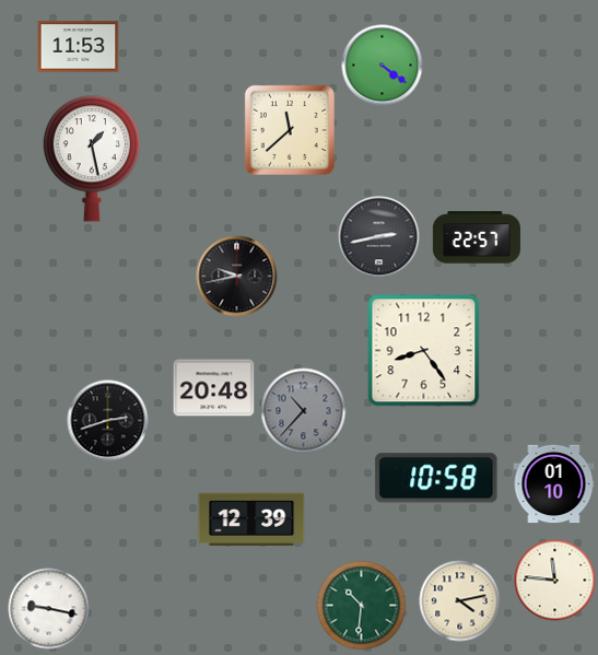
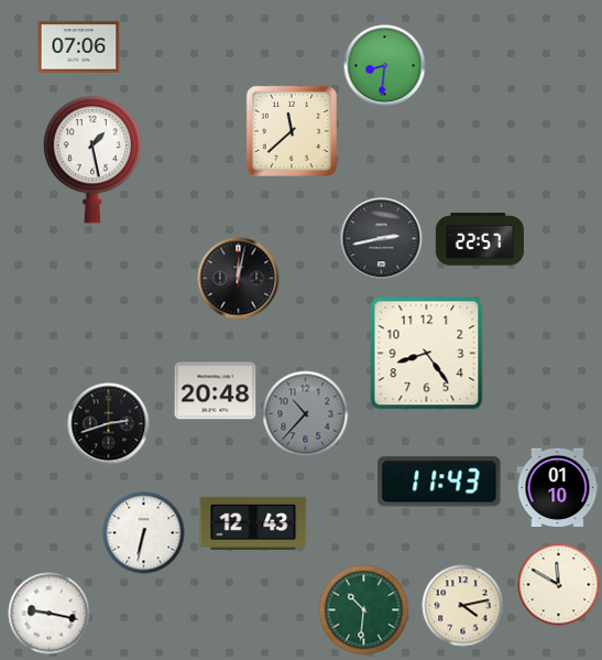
clock at (79, 47): 11:53 -> 07:06
clock at (383, 66): 4:21 -> 8:31
clock at (237, 277): 9:43 -> 12:02
clock at (436, 478): 10:58 -> 11:43
clock at (251, 518): 12:39 -> 12:43
clock at (144, 533): none -> 6:32
clock at (555, 581): 11:46 -> 11:50
